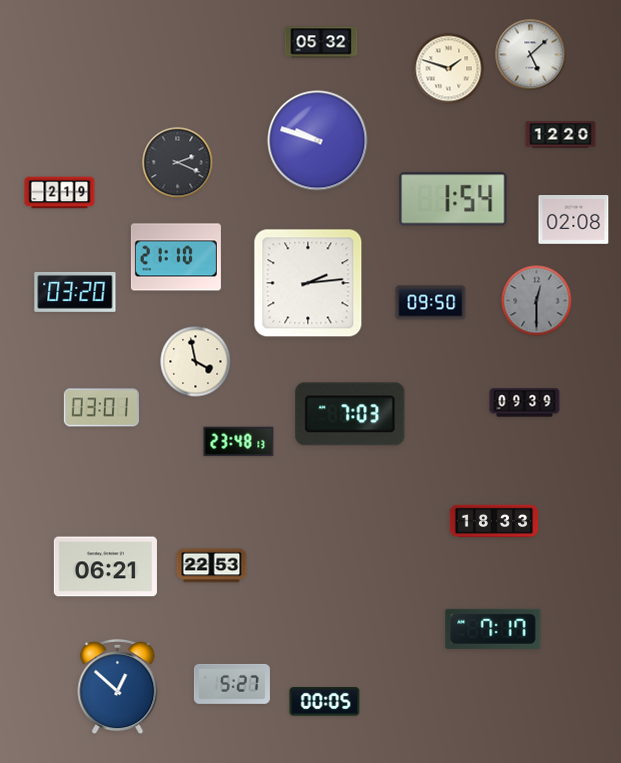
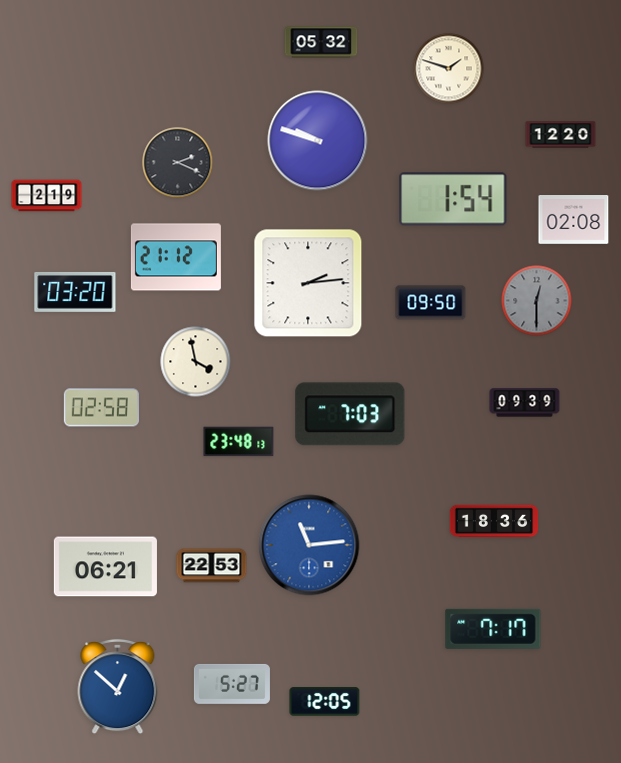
clock at (531, 55): 5:08 -> none
clock at (60, 193) position: (60, 193) -> (47, 196)
clock at (176, 257): 21:10 -> 21:12
clock at (101, 408): 03:01 -> 02:58
clock at (494, 521): 18:33 -> 18:36
clock at (309, 545): none -> 11:14
clock at (325, 702): 00:05 -> 12:05
